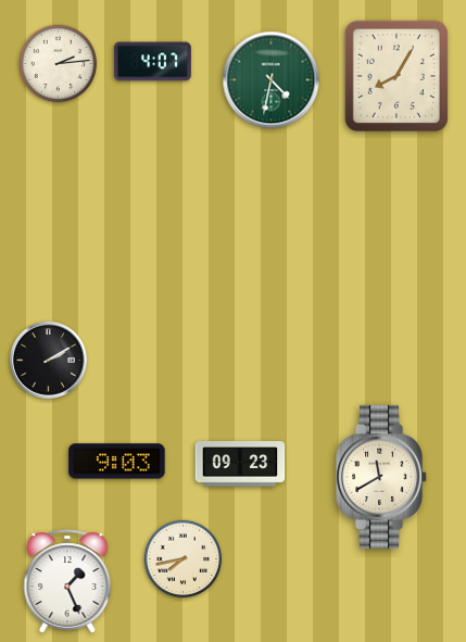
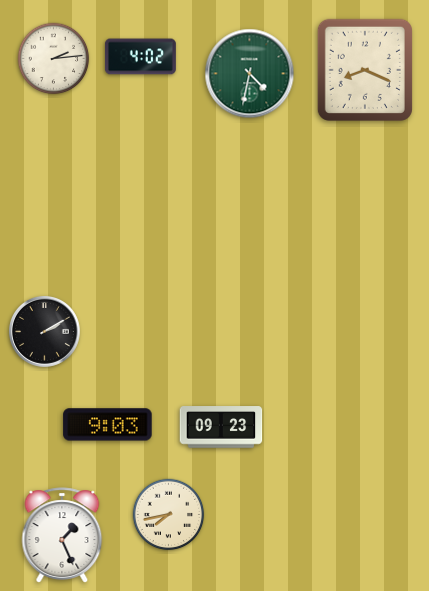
clock at (152, 62): 4:07 -> 4:02
clock at (396, 76): 8:05 -> 8:19
clock at (382, 477): 11:40 -> none
